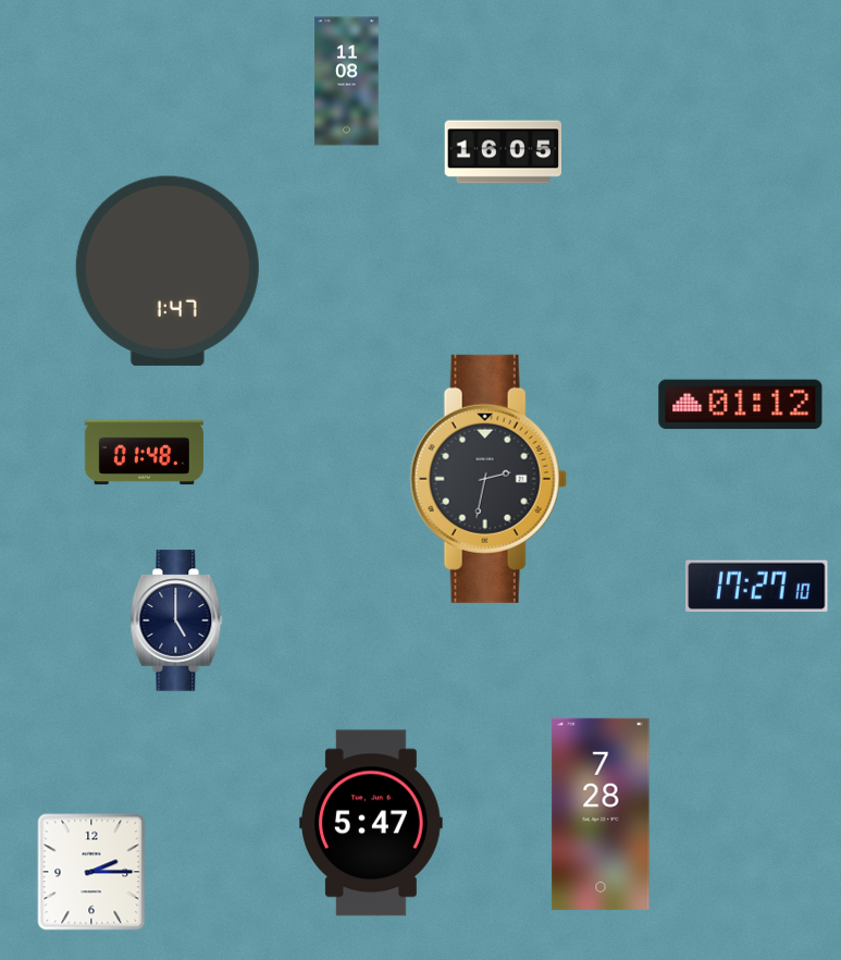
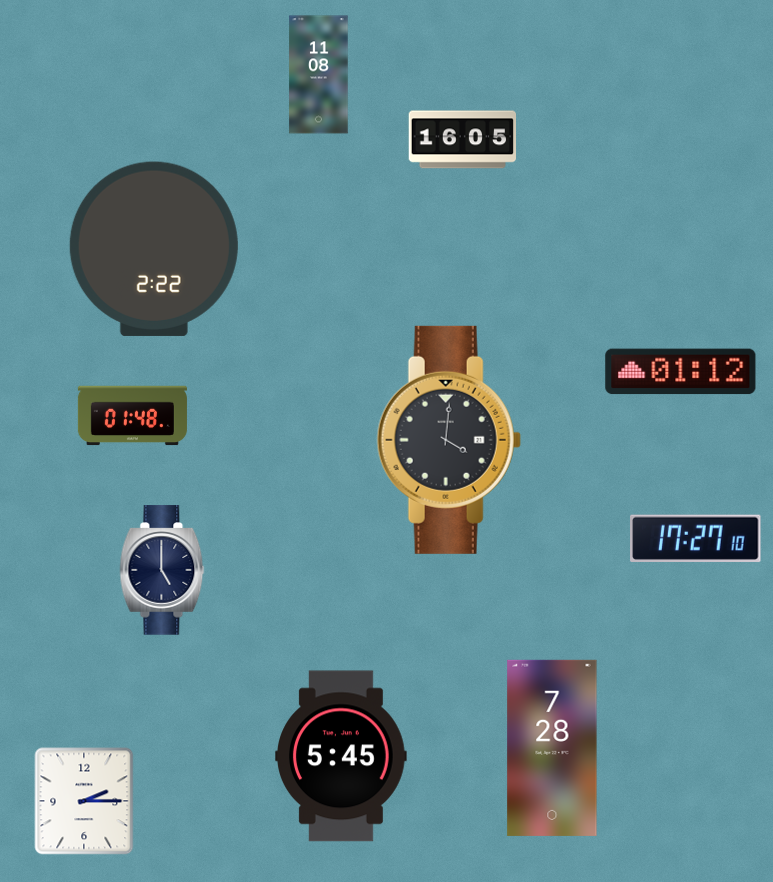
clock at (168, 271): 1:47 -> 2:22
clock at (488, 479): 2:32 -> 4:01
clock at (371, 823): 5:47 -> 5:45
